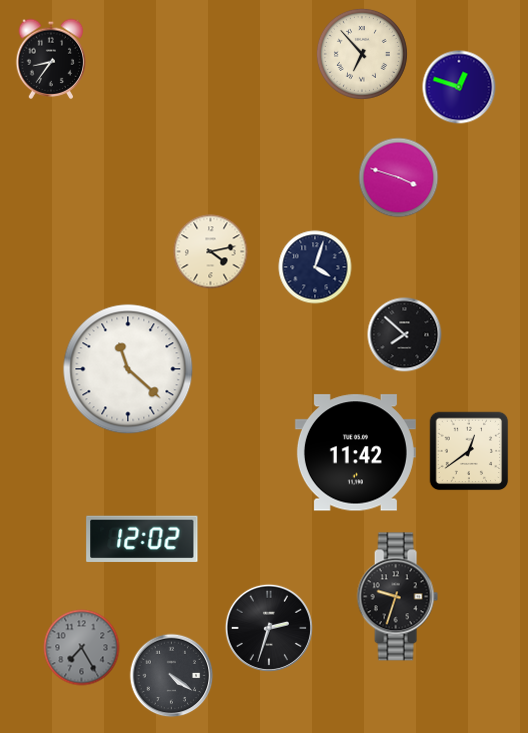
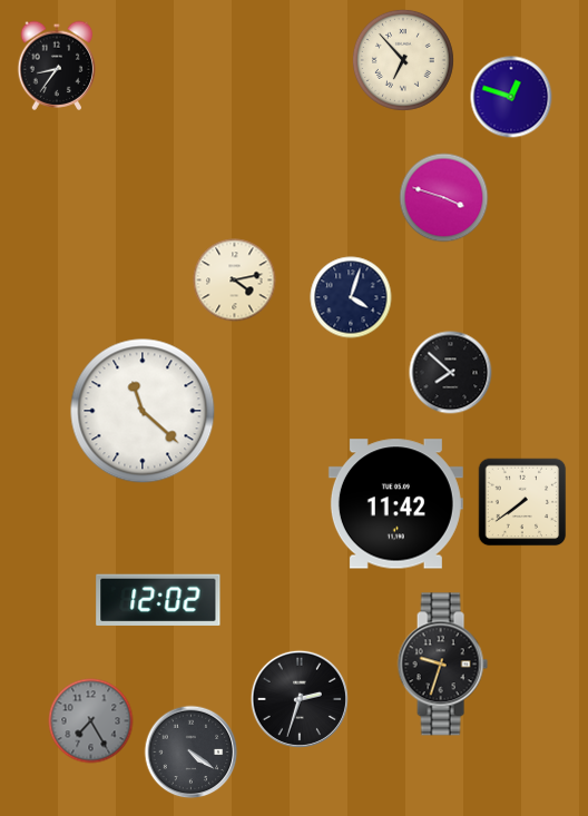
clock at (469, 451): 12:39 -> 7:39
